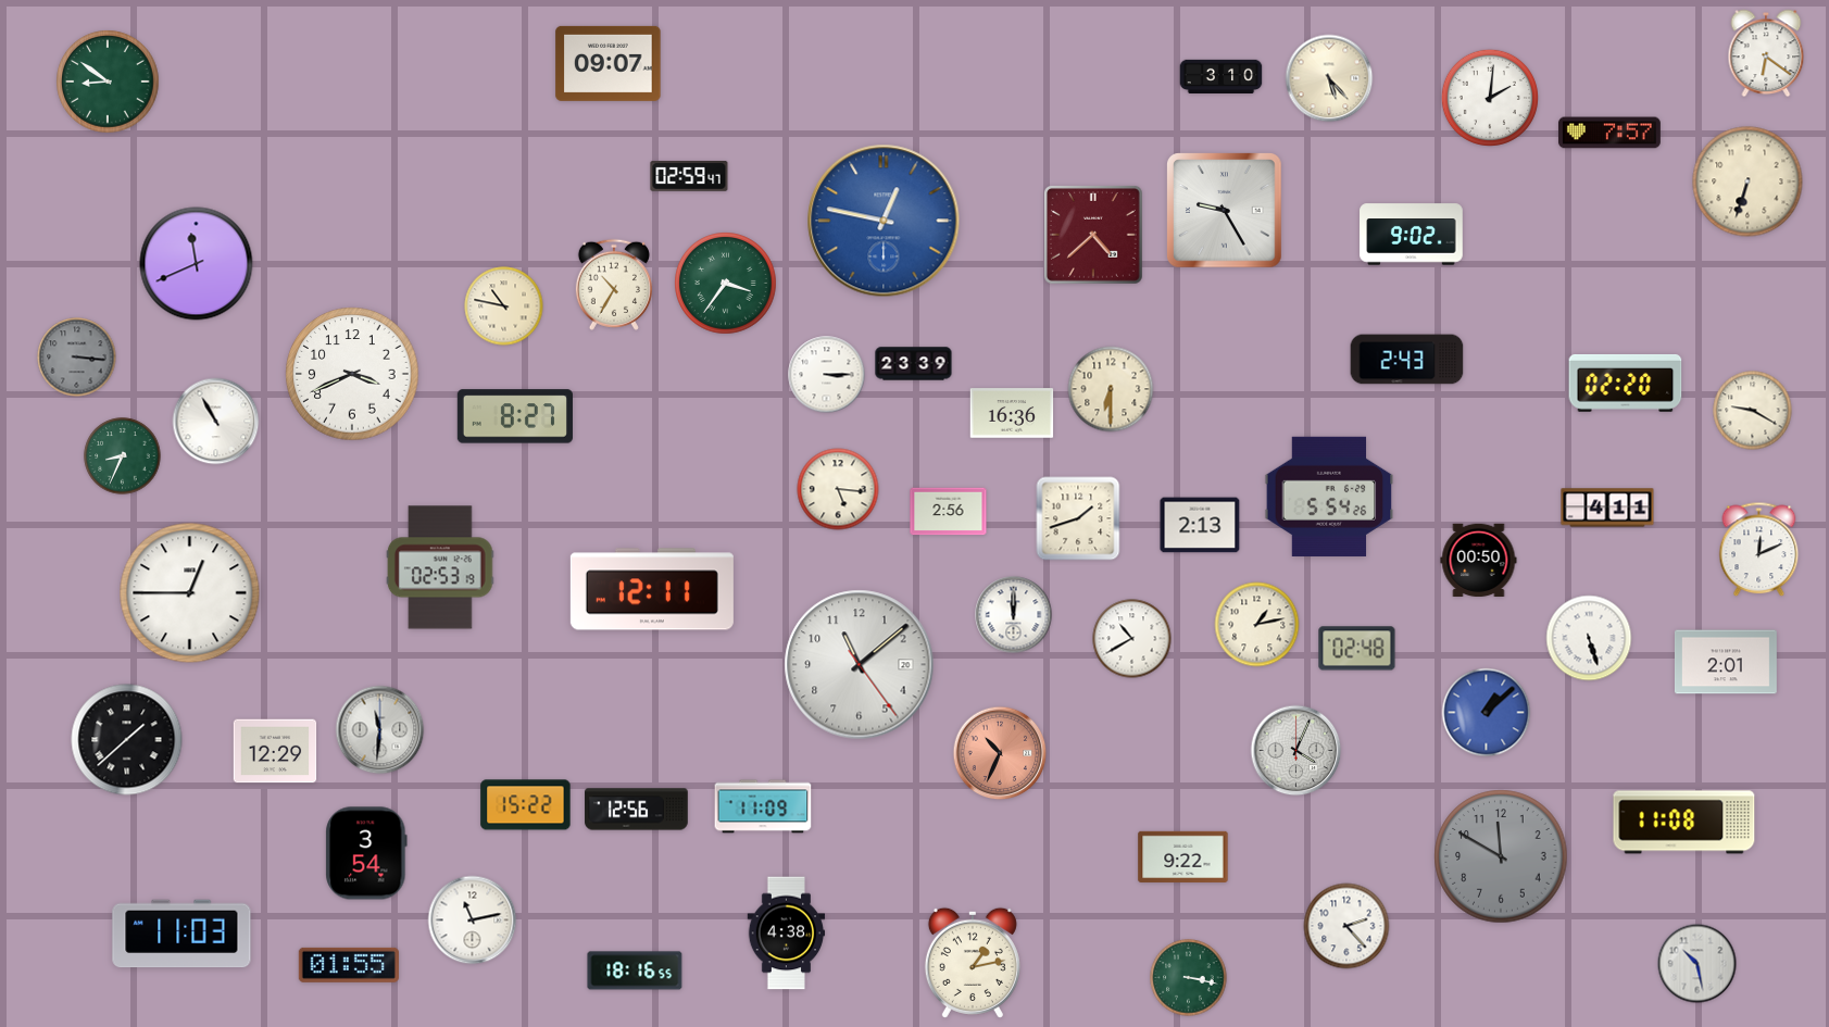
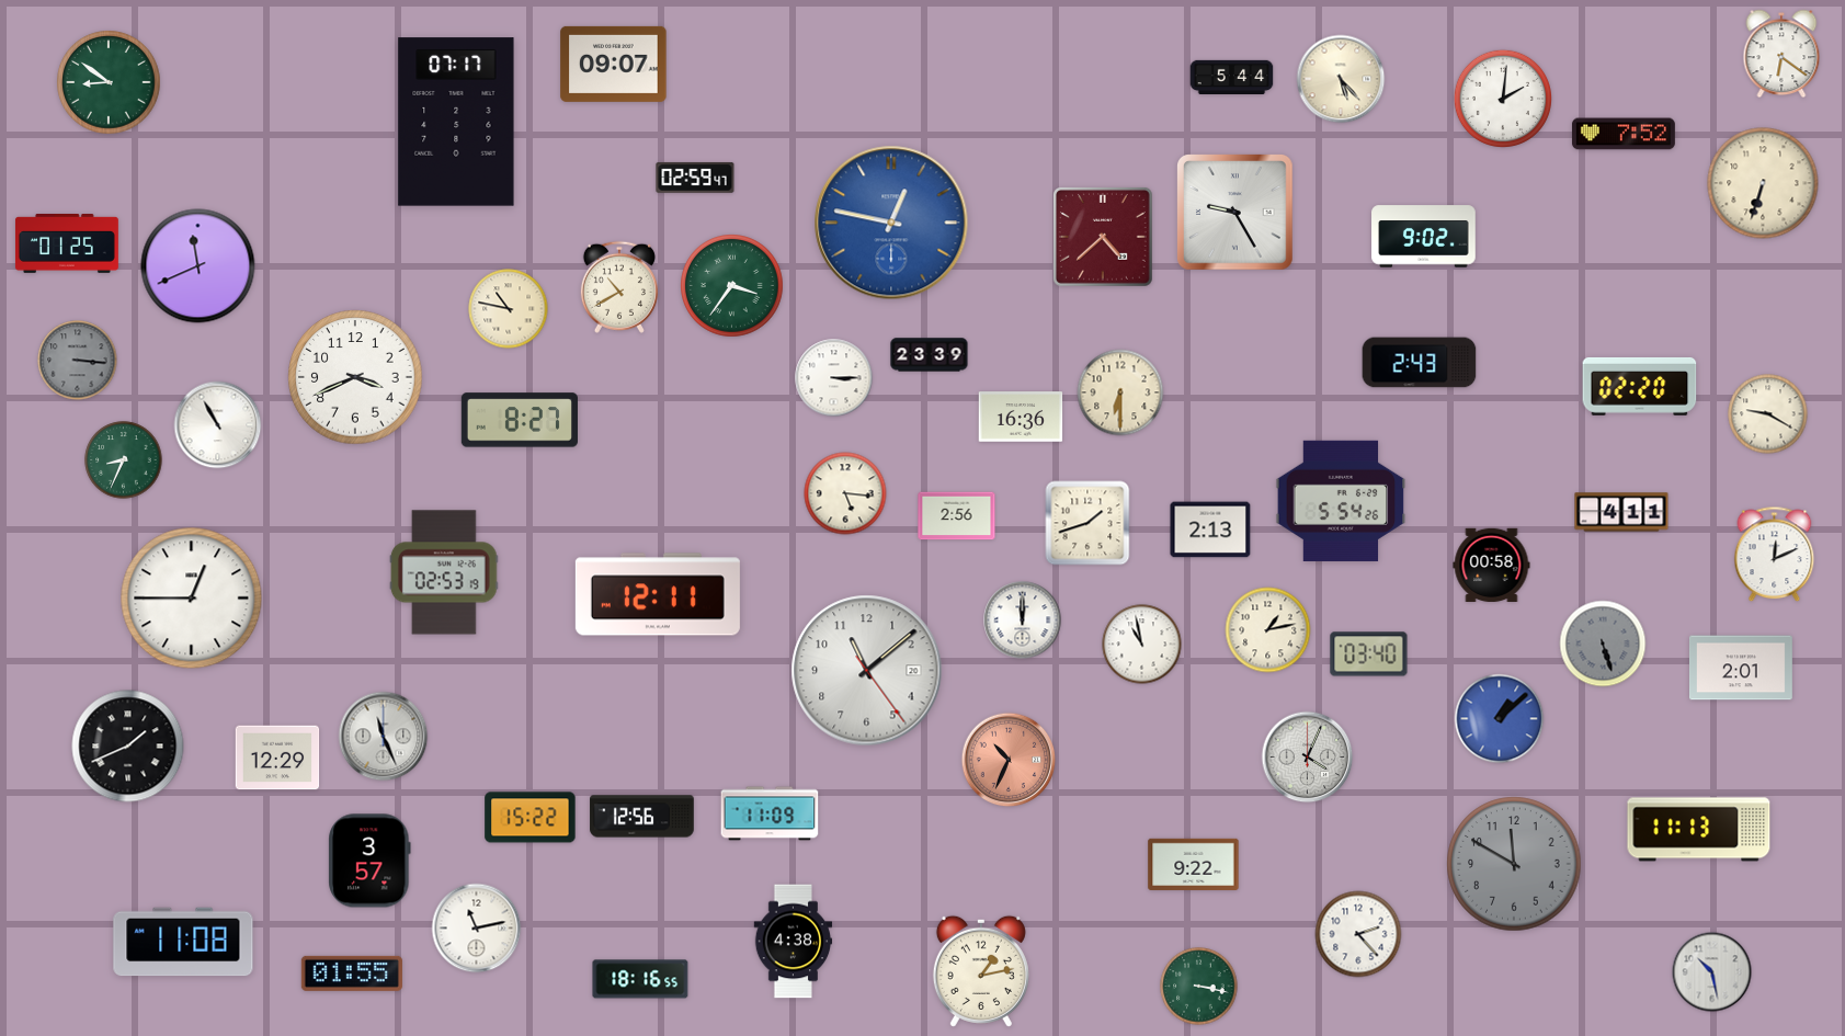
clock at (1222, 77): 3:10 -> 5:44
clock at (456, 122): none -> 07:17
clock at (1609, 133): 7:57 -> 7:52
clock at (67, 244): none -> 01:25
clock at (614, 285): 10:35 -> 10:40
clock at (914, 364) position: (914, 364) -> (930, 355)
clock at (1479, 560): 00:50 -> 00:58
clock at (1589, 638) dial: white -> grey
clock at (1132, 639): 10:40 -> 10:58
clock at (1357, 649): 02:48 -> 03:40
clock at (380, 730): 11:31 -> 11:26
clock at (127, 740): 1:38 -> 1:41
clock at (526, 805) position: (526, 805) -> (531, 818)
clock at (1684, 823): 11:08 -> 11:13
clock at (366, 853): 3:54 -> 3:57
clock at (181, 934): 11:03 -> 11:08
